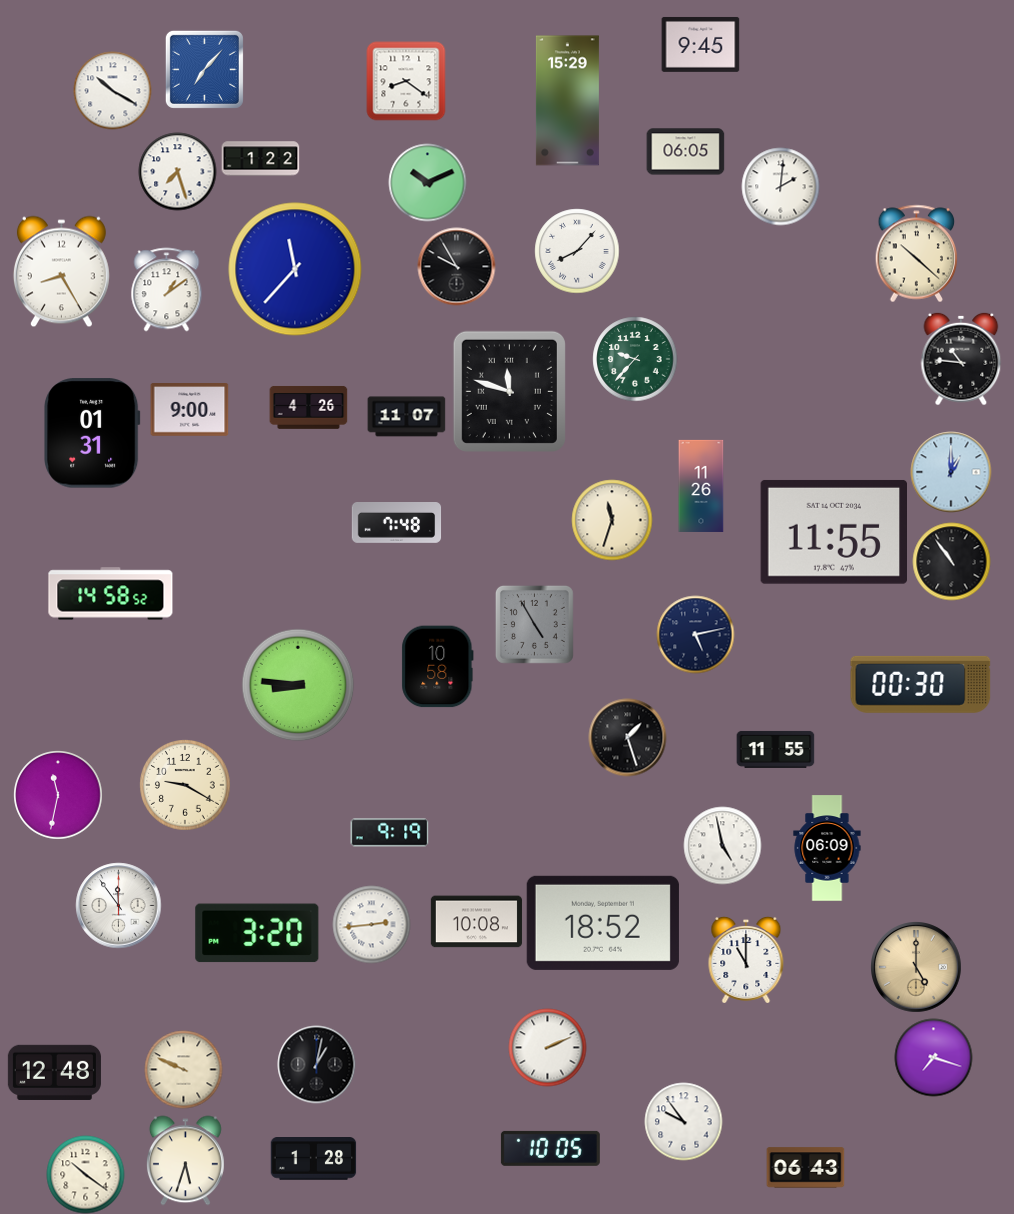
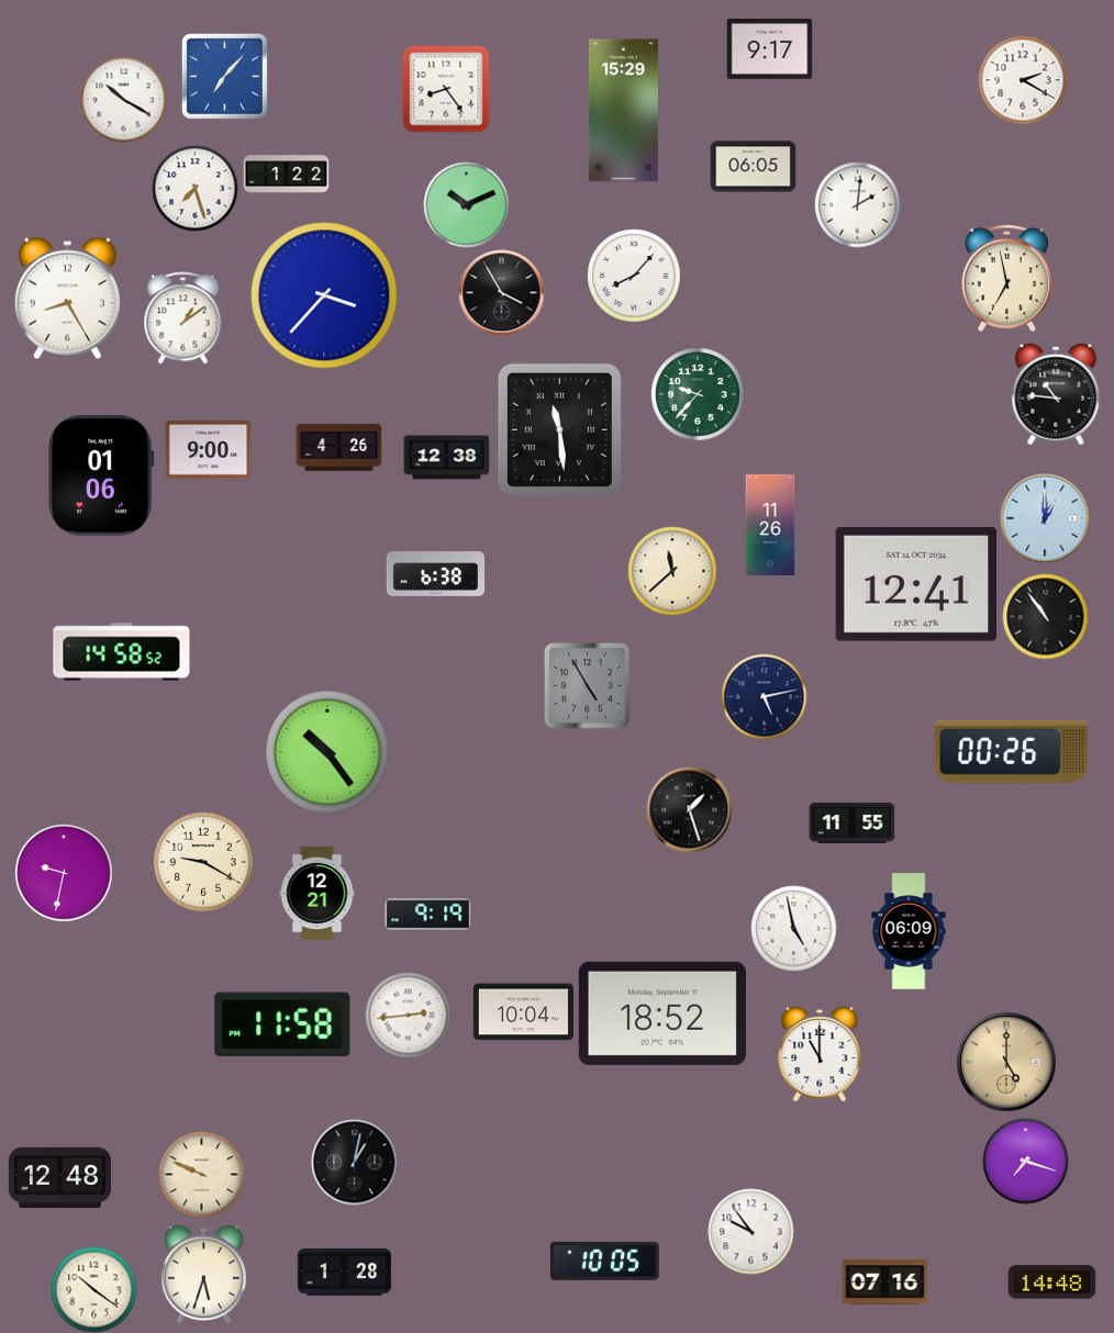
clock at (700, 44): 9:45 -> 9:17
clock at (1023, 80): none -> 2:20
clock at (406, 81): 8:21 -> 8:24
clock at (427, 182) position: (427, 182) -> (466, 204)
clock at (917, 253): 10:22 -> 6:58
clock at (456, 266): 9:55 -> 3:55
clock at (295, 269): 11:37 -> 3:37
clock at (509, 391): 11:48 -> 11:29
clock at (406, 417): 11:07 -> 12:38
clock at (93, 433): 01:31 -> 01:06
clock at (701, 486) position: (701, 486) -> (770, 525)
clock at (612, 520): 11:33 -> 11:38
clock at (396, 523): 7:48 -> 6:38
clock at (833, 532): 11:55 -> 12:41
clock at (438, 666): 10:58 -> none
clock at (921, 684): 00:30 -> 00:26
clock at (298, 685): 8:46 -> 10:24
clock at (58, 795): 11:32 -> 9:32
clock at (318, 893): none -> 12:21
clock at (118, 905): 11:54 -> none
clock at (476, 922): 10:08 -> 10:04
clock at (257, 933): 3:20 -> 11:58
clock at (547, 1047): 2:11 -> none
clock at (316, 1064) position: (316, 1064) -> (354, 1162)
clock at (805, 1168): 06:43 -> 07:16
clock at (1051, 1282): none -> 14:48
